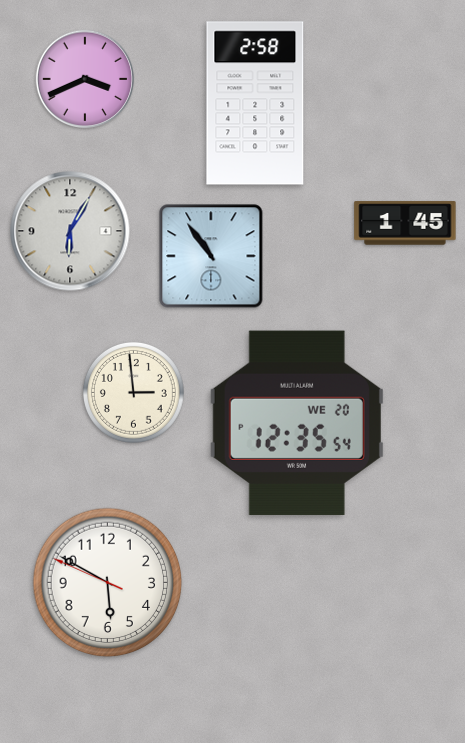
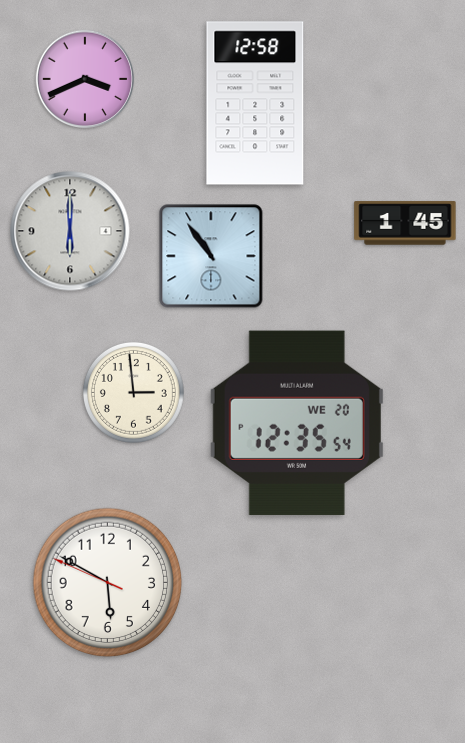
clock at (255, 103): 2:58 -> 12:58
clock at (70, 231): 6:05 -> 6:00
